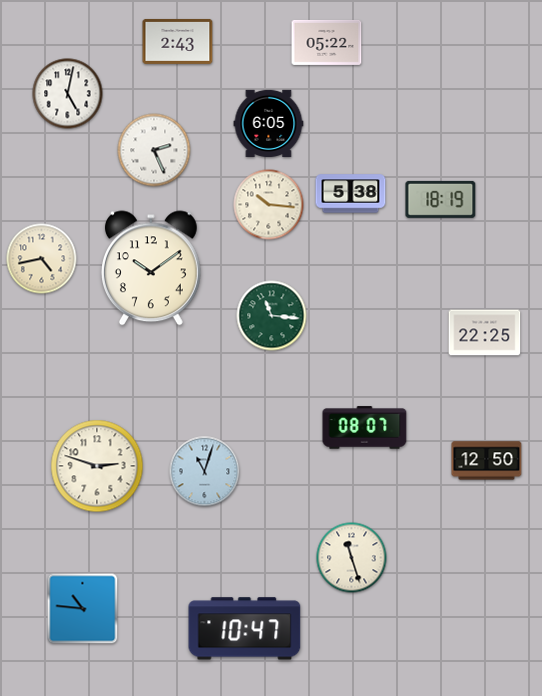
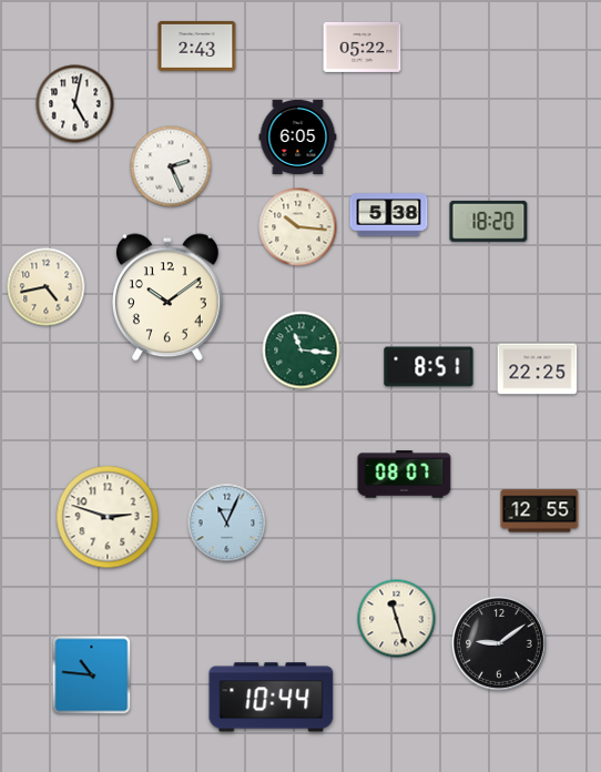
clock at (441, 199): 18:19 -> 18:20
clock at (429, 367): none -> 8:51
clock at (487, 461): 12:50 -> 12:55
clock at (205, 472): 11:03 -> 11:04
clock at (352, 558) position: (352, 558) -> (397, 619)
clock at (500, 644): none -> 9:09
clock at (245, 629): 10:47 -> 10:44
